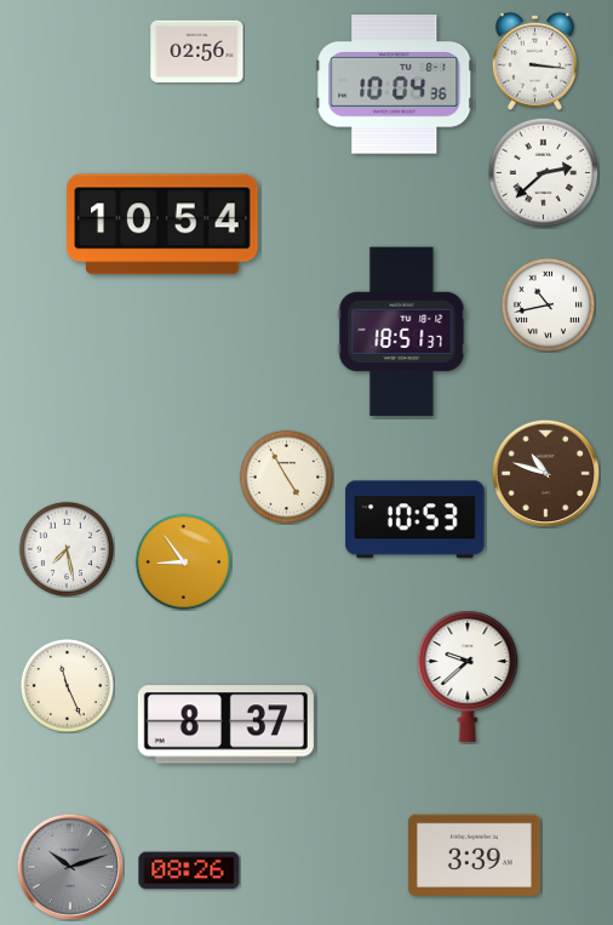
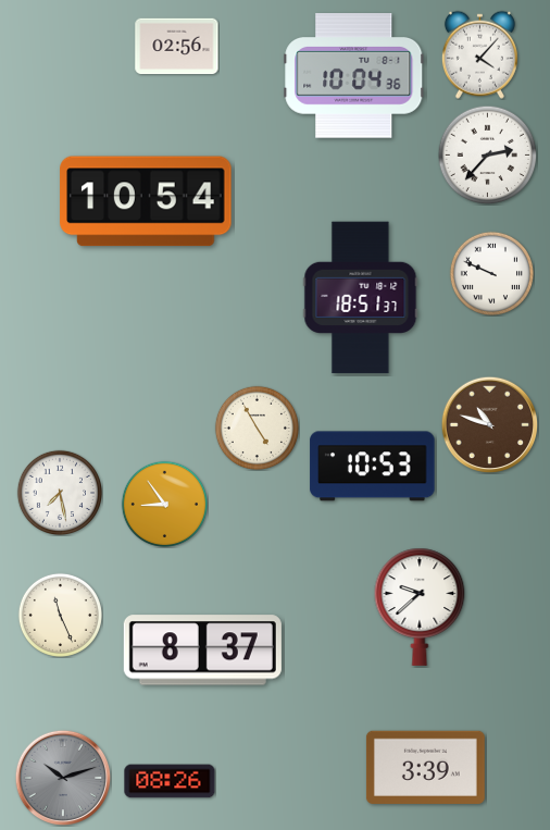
clock at (534, 61): 3:16 -> 4:07
clock at (543, 172): 2:38 -> 2:37
clock at (548, 304): 10:43 -> 9:49
